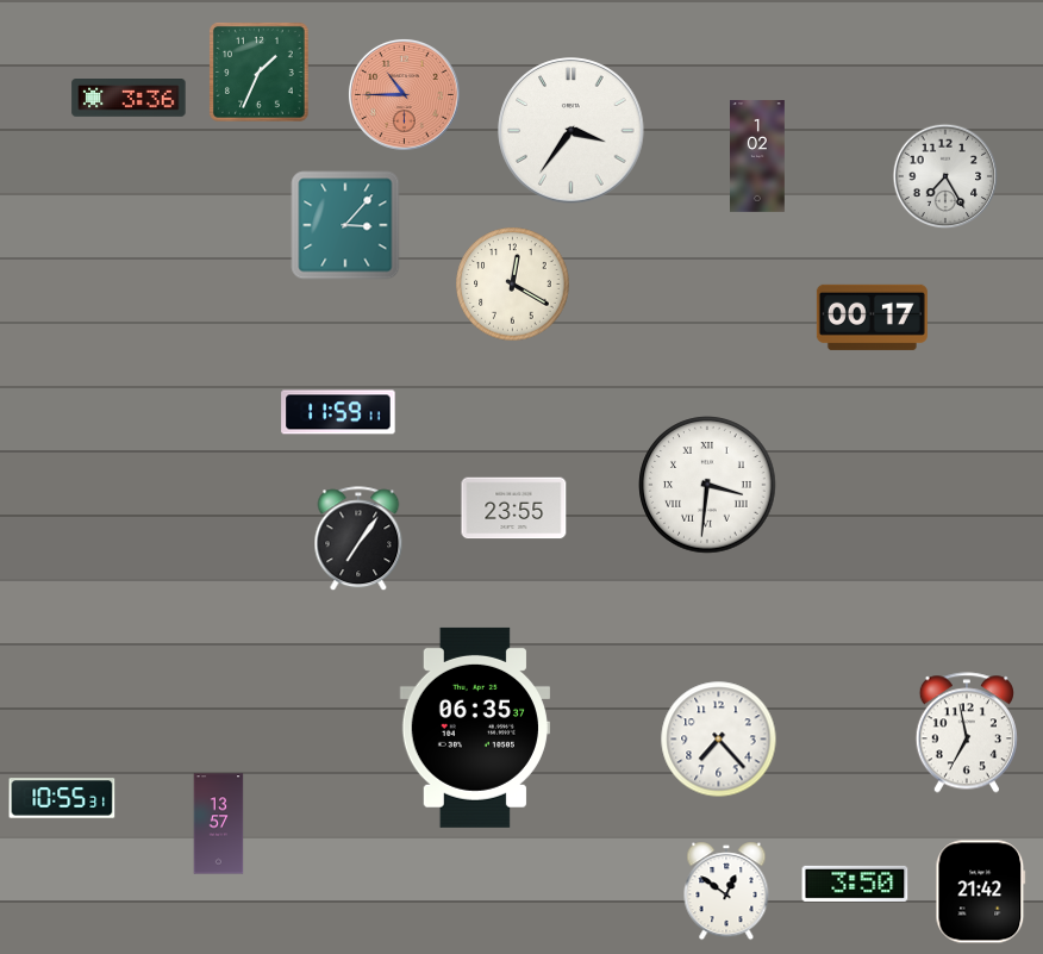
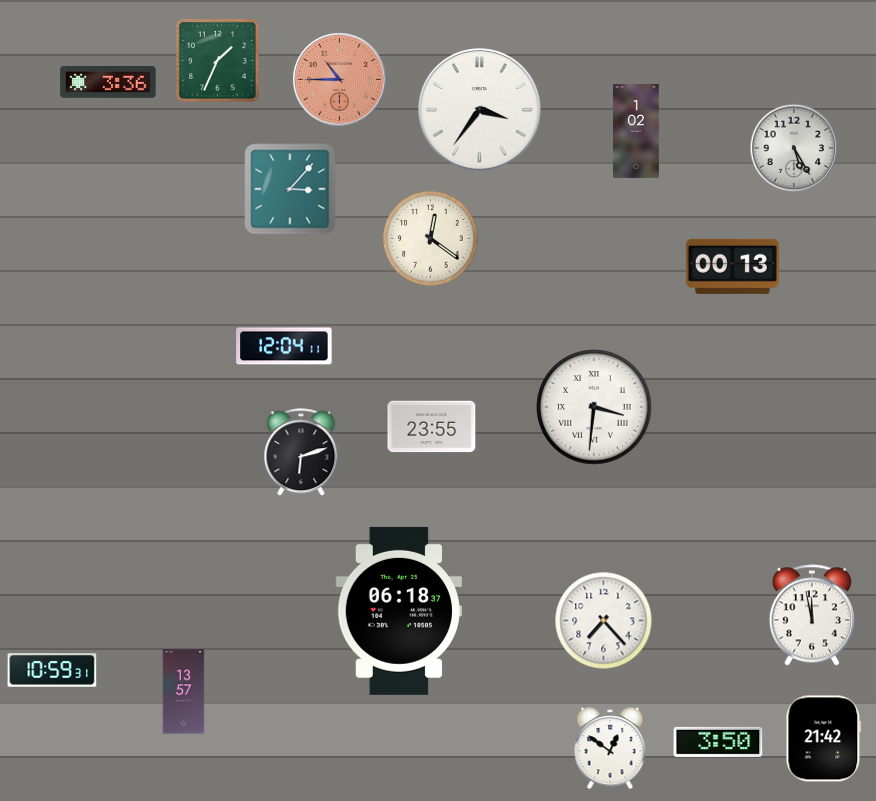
clock at (945, 176): 7:25 -> 5:25
clock at (513, 285): 12:20 -> 12:21
clock at (872, 317): 00:17 -> 00:13
clock at (338, 412): 11:59 -> 12:04
clock at (358, 540): 7:06 -> 6:12
clock at (474, 728): 06:35 -> 06:18
clock at (967, 732): 6:58 -> 11:58
clock at (62, 798): 10:55 -> 10:59
clock at (981, 892) position: (981, 892) -> (824, 739)
